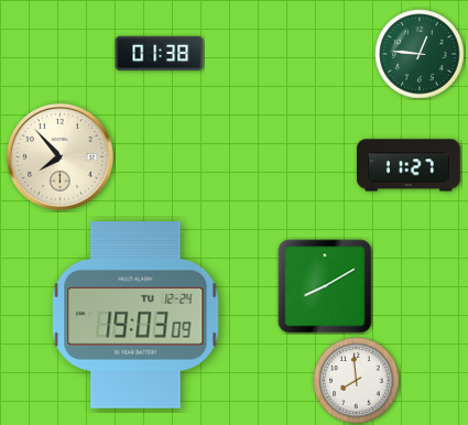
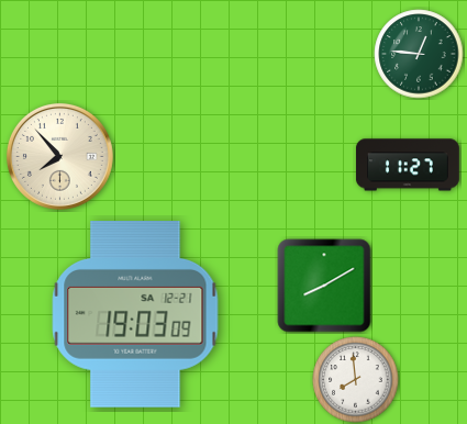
clock at (160, 54): 01:38 -> none
clock at (135, 316) date: TU 12-24 -> SA 12-21
